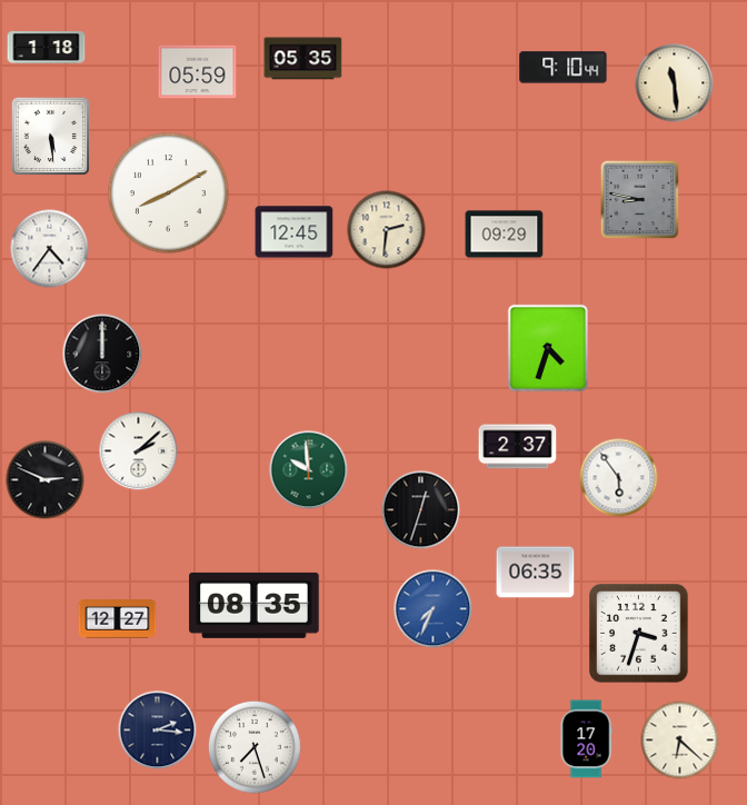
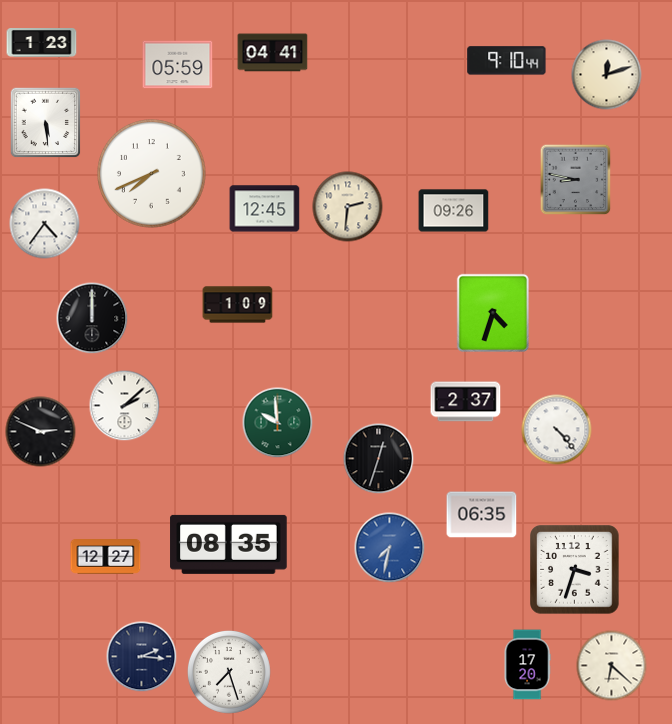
clock at (47, 48): 1:18 -> 1:23
clock at (303, 59): 05:35 -> 04:41
clock at (675, 83): 11:29 -> 12:12
clock at (169, 193): 8:10 -> 7:41
clock at (505, 235): 09:29 -> 09:26
clock at (238, 305): none -> 1:09
clock at (619, 478): 5:54 -> 4:23
clock at (434, 609): 7:34 -> 7:32
